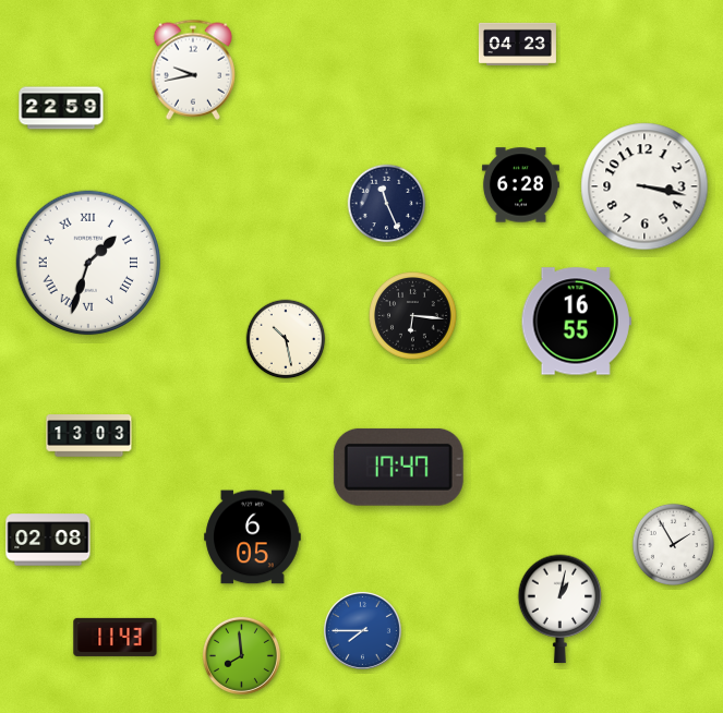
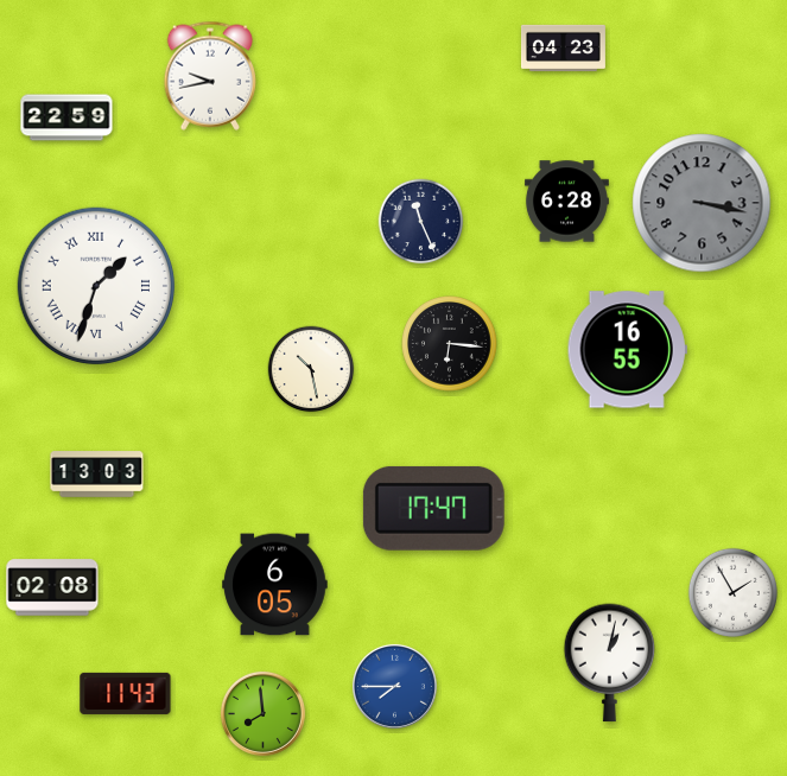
clock at (644, 186) dial: white -> grey
